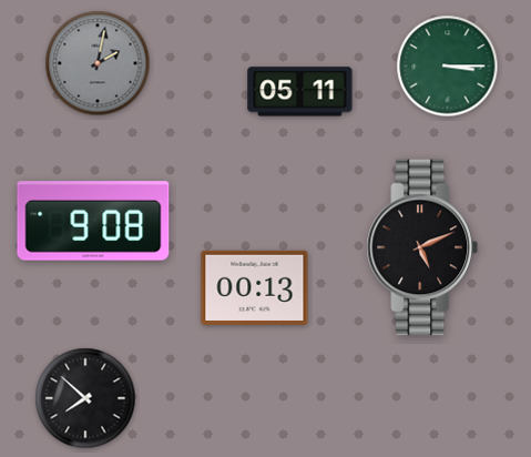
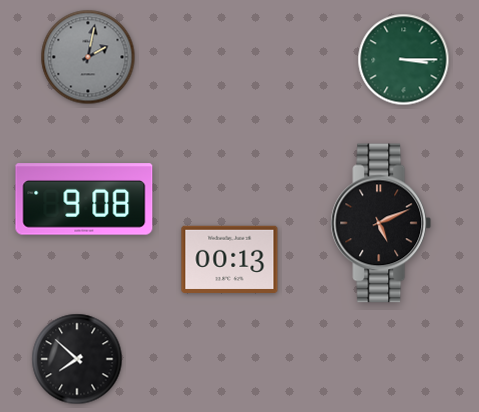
clock at (300, 92): 05:11 -> none
